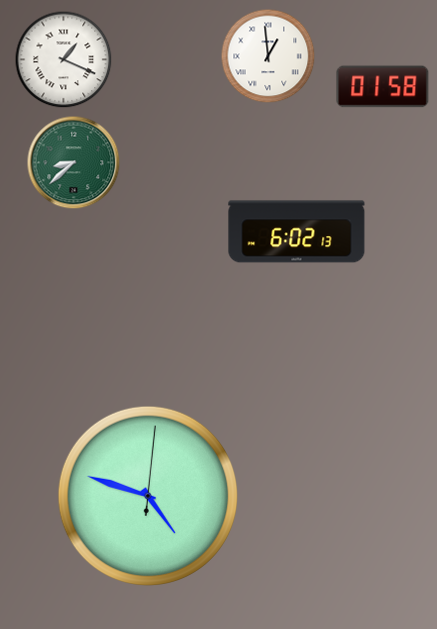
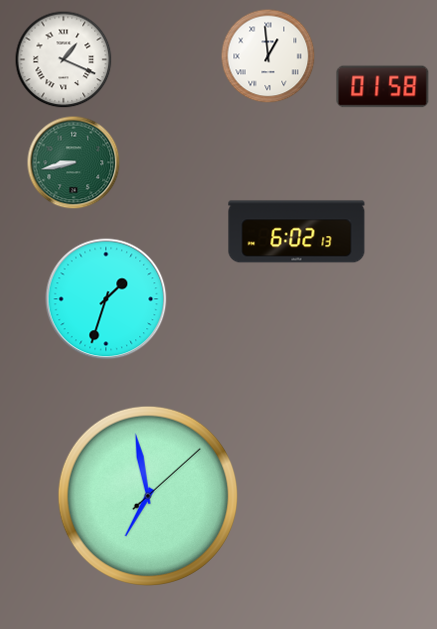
clock at (74, 163): 8:38 -> 8:43
clock at (106, 299): none -> 1:33
clock at (147, 495): 4:48 -> 6:58
